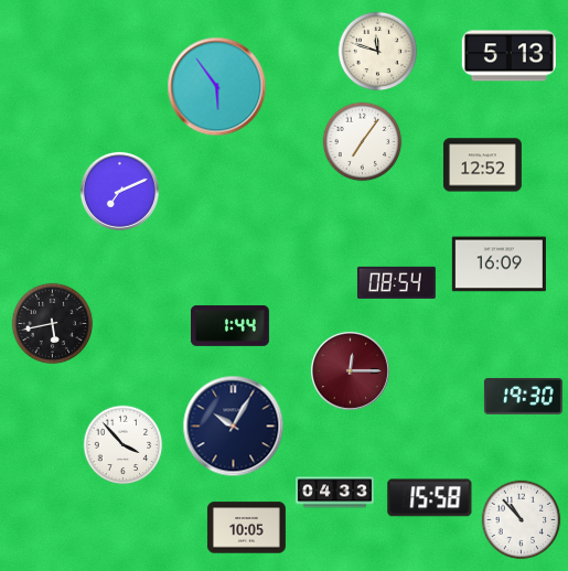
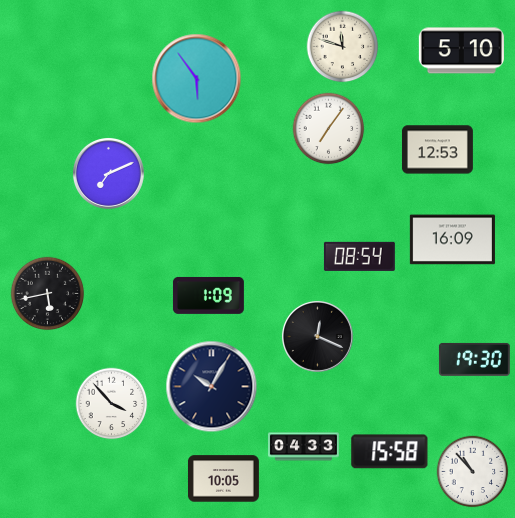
clock at (508, 56): 5:13 -> 5:10
clock at (482, 165): 12:52 -> 12:53
clock at (229, 325): 1:44 -> 1:09
clock at (350, 370): 12:15 -> 12:19
clock at (350, 370) dial: burgundy -> black
